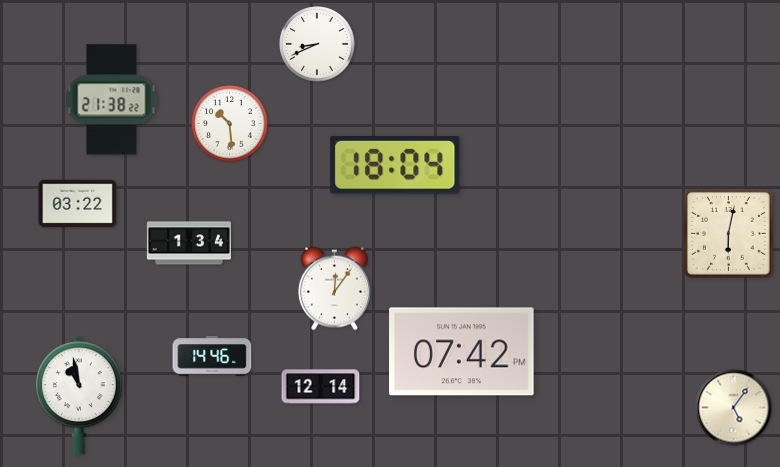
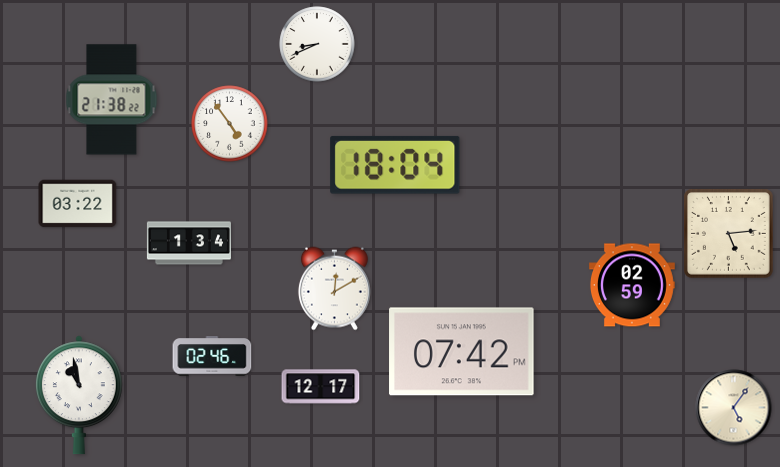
clock at (230, 124): 10:29 -> 4:54
clock at (729, 234): 6:02 -> 5:14
clock at (632, 285): none -> 02:59
clock at (334, 289): 12:06 -> 12:10
clock at (212, 356): 14:46 -> 02:46
clock at (321, 387): 12:14 -> 12:17
